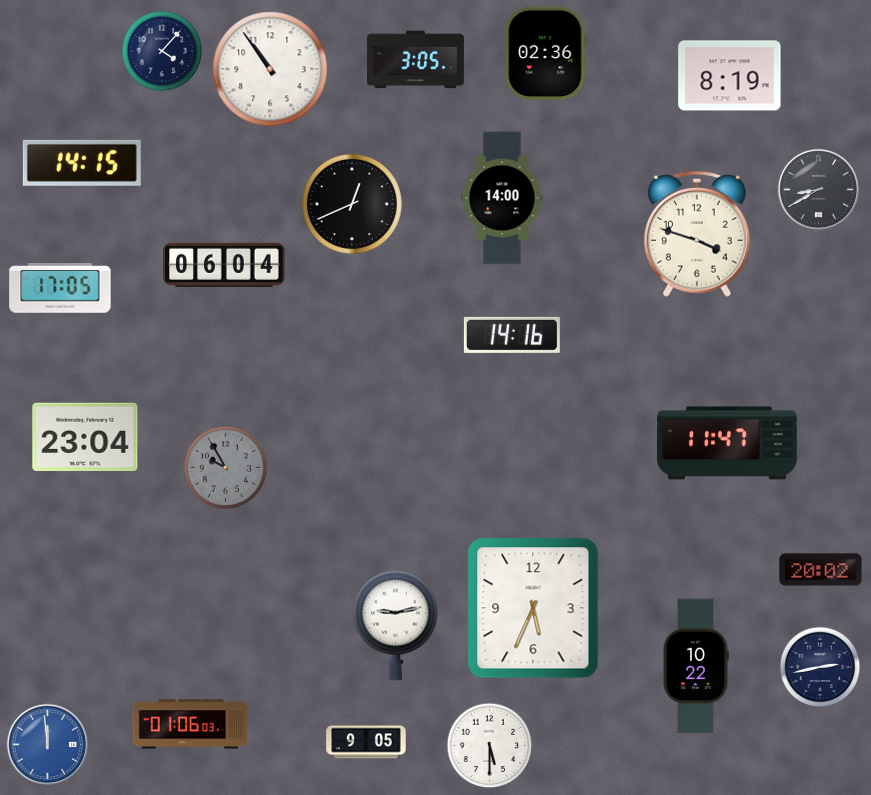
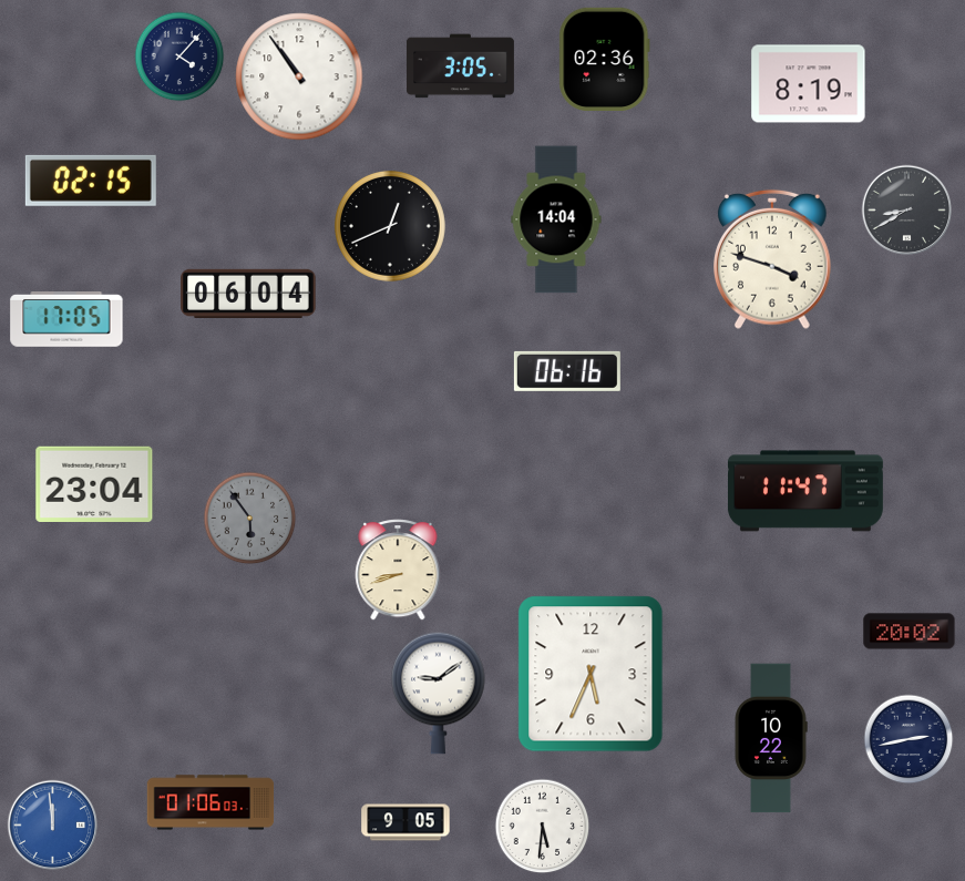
clock at (82, 163): 14:15 -> 02:15
clock at (502, 198): 14:00 -> 14:04
clock at (512, 335): 14:16 -> 06:16
clock at (226, 468): 9:55 -> 5:54
clock at (398, 570): none -> 8:42
clock at (396, 625): 9:13 -> 9:09
clock at (490, 746): 5:30 -> 5:31
